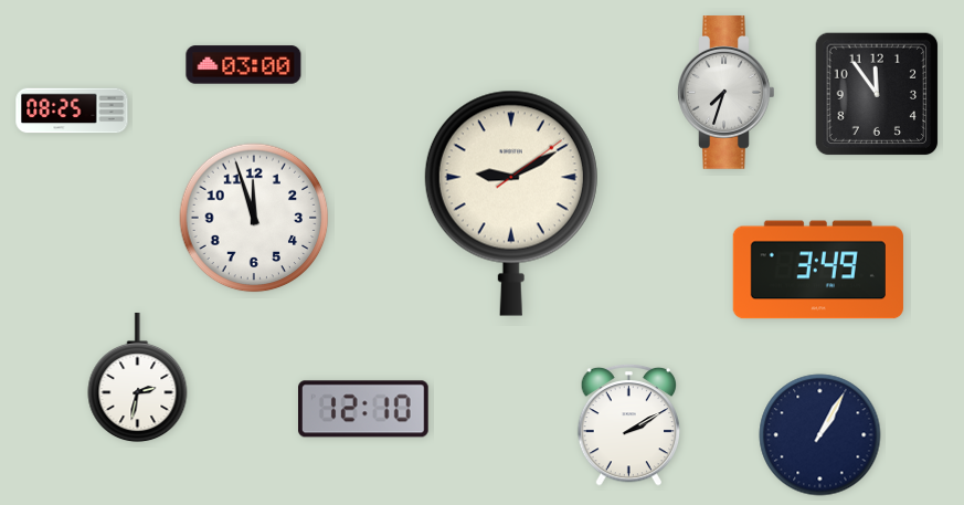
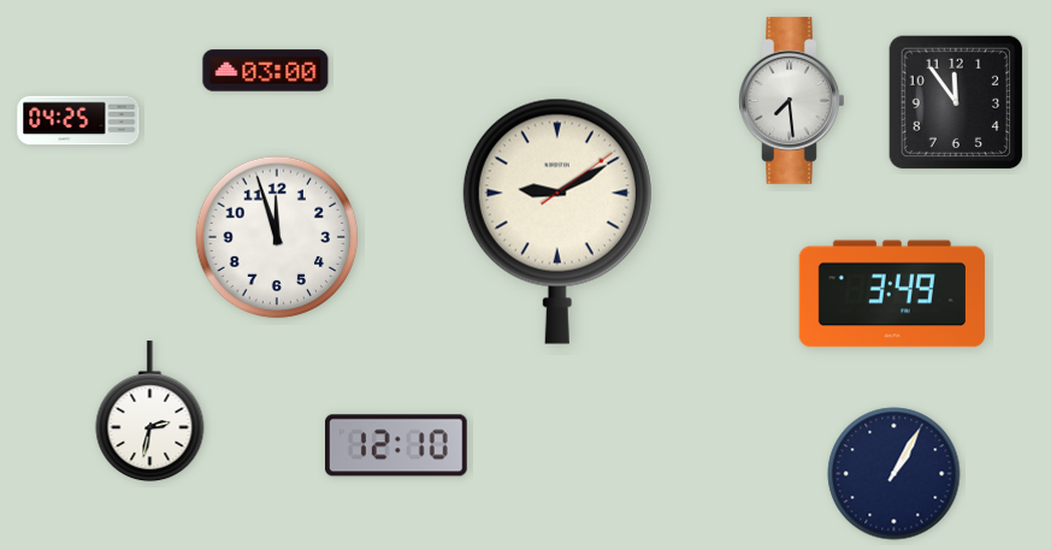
clock at (727, 93): 7:33 -> 7:29
clock at (72, 111): 08:25 -> 04:25
clock at (629, 424): 2:10 -> none
